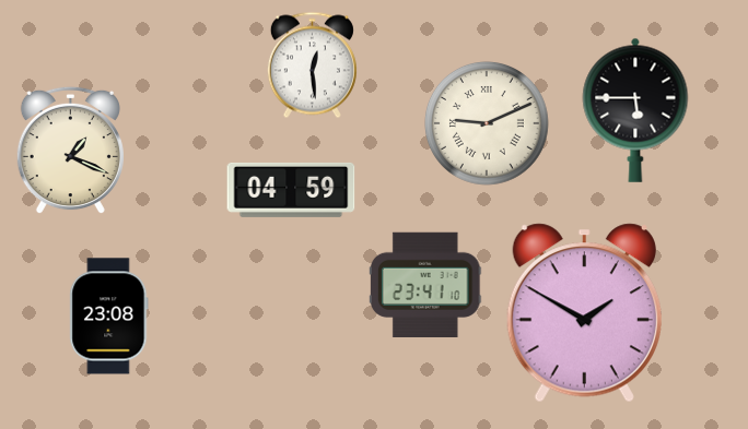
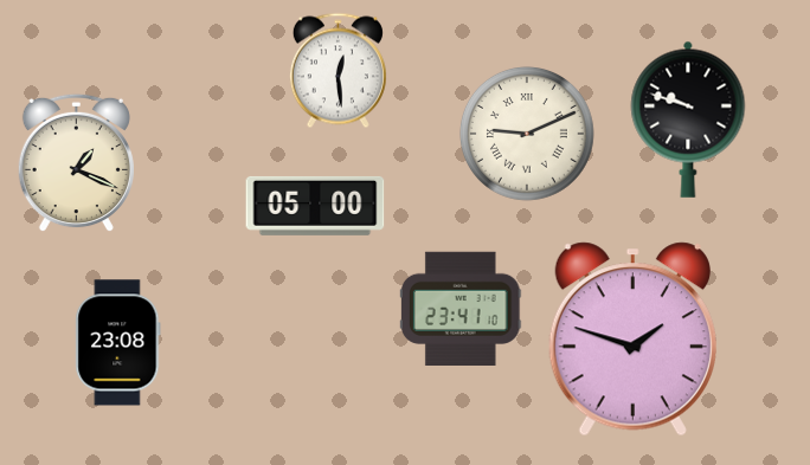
clock at (635, 110): 5:45 -> 9:48
clock at (291, 190): 04:59 -> 05:00
clock at (584, 313): 1:50 -> 1:48
